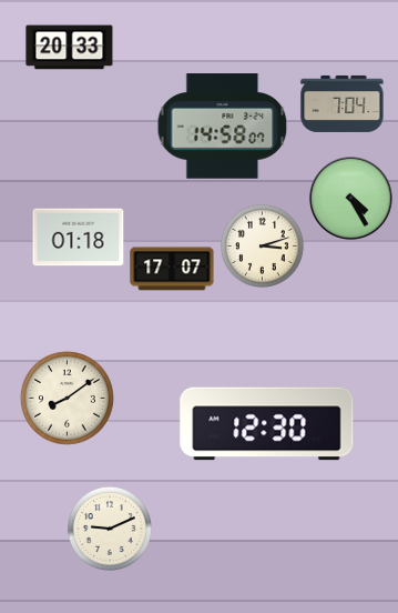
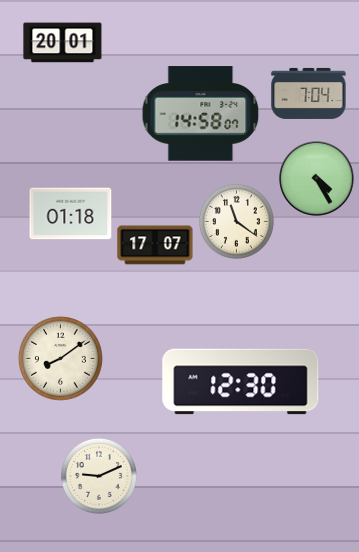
clock at (70, 48): 20:33 -> 20:01
clock at (262, 245): 3:12 -> 11:21
clock at (172, 269) position: (172, 269) -> (155, 245)
